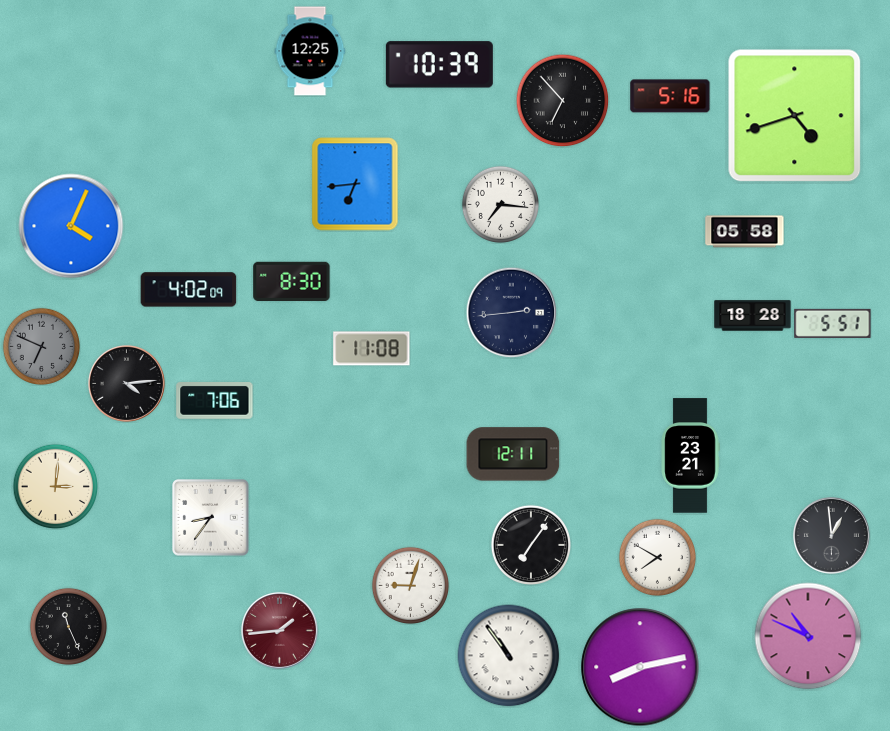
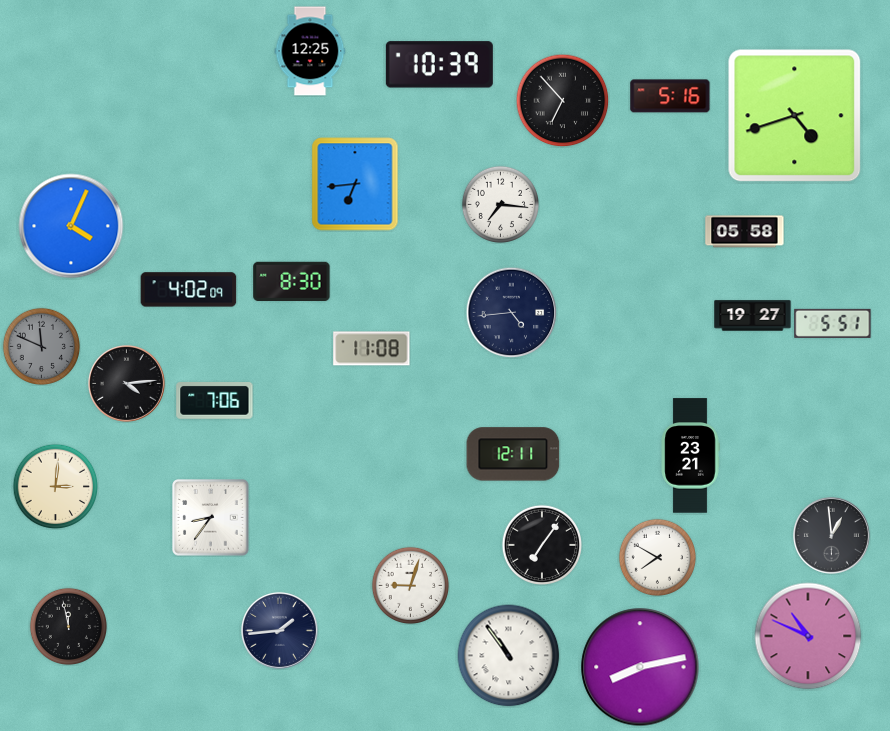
clock at (511, 312): 2:44 -> 4:44
clock at (753, 316): 18:28 -> 19:27
clock at (41, 346): 6:49 -> 11:49
clock at (530, 544) position: (530, 544) -> (541, 544)
clock at (68, 626): 11:26 -> 11:58
clock at (279, 630) dial: burgundy -> navy
